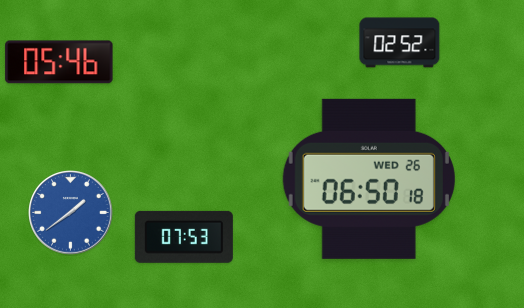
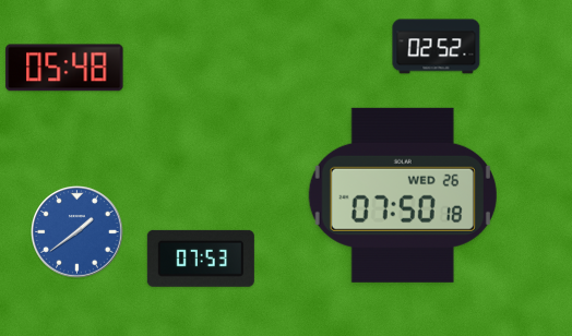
clock at (59, 62): 05:46 -> 05:48
clock at (369, 179): 06:50 -> 07:50
